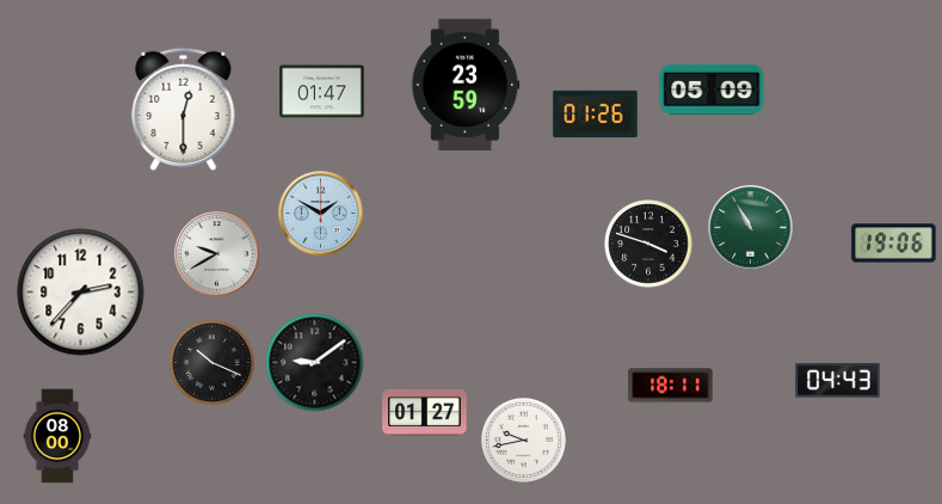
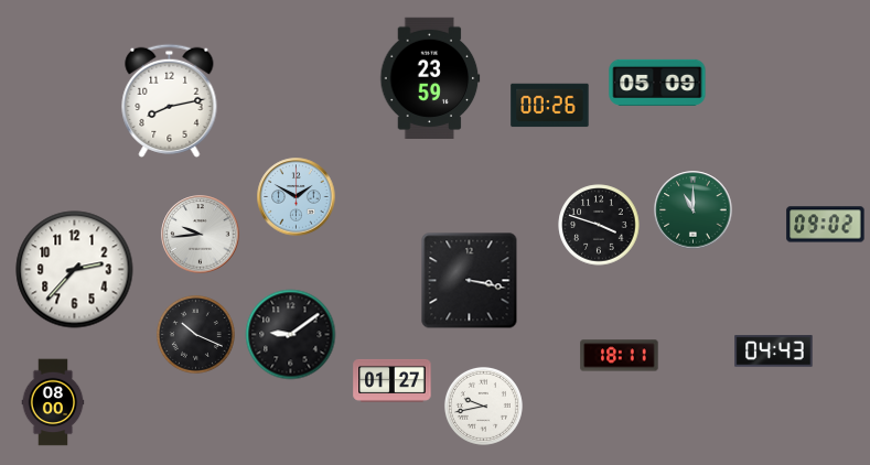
clock at (322, 92): 01:47 -> none
clock at (184, 109): 12:30 -> 8:13
clock at (596, 115): 01:26 -> 00:26
clock at (751, 228): 10:55 -> 11:00
clock at (894, 244): 19:06 -> 09:02
clock at (217, 254): 9:40 -> 9:44
clock at (470, 281): none -> 3:17
